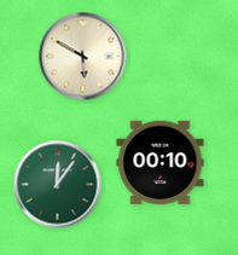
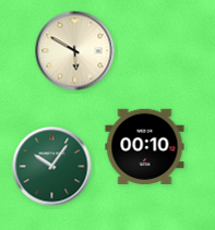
clock at (58, 185): 12:06 -> 10:06
